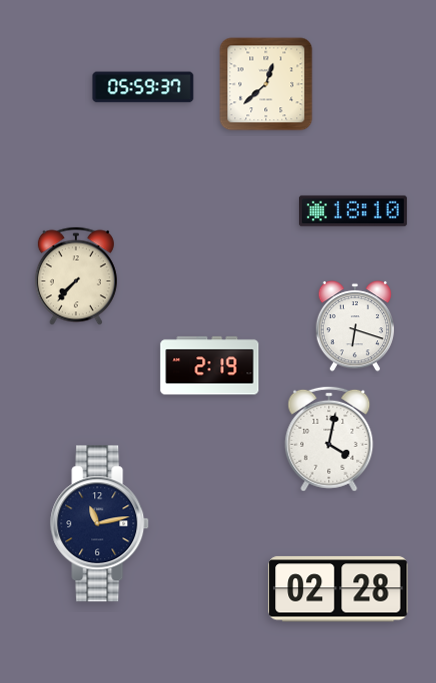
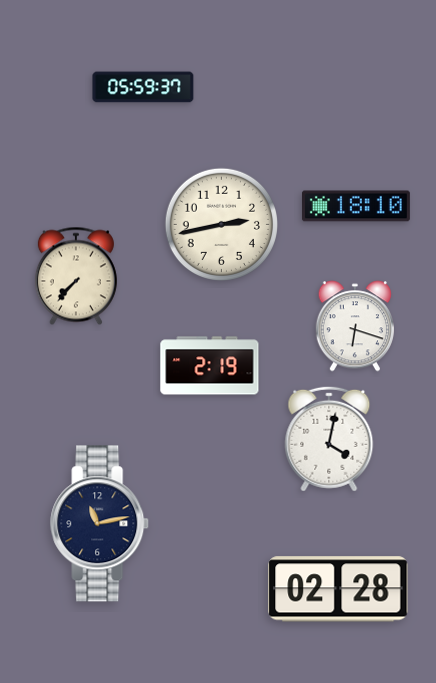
clock at (266, 84): 12:38 -> none
clock at (353, 211) position: (353, 211) -> (356, 206)
clock at (221, 224): none -> 2:43
